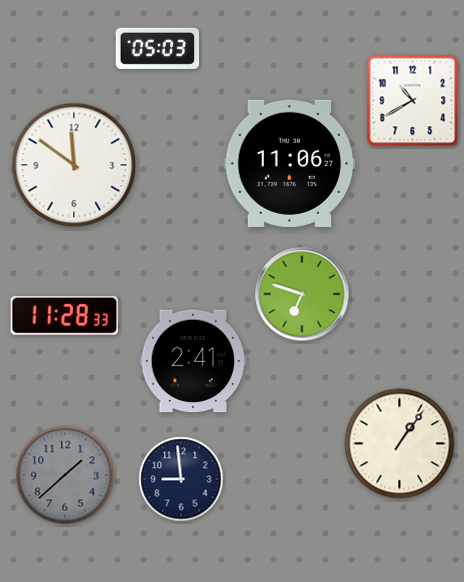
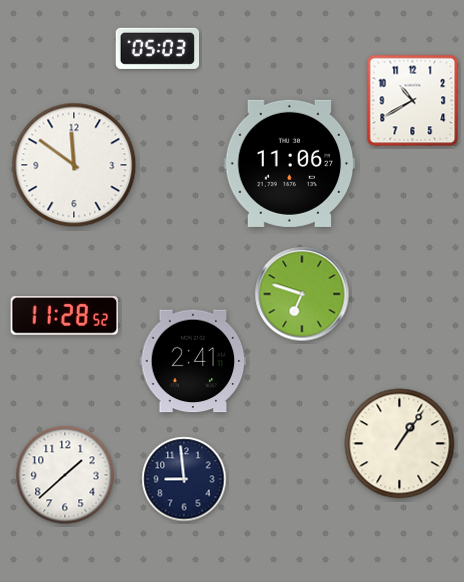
clock at (65, 316): 11:28:33 -> 11:28:52
clock at (65, 475) dial: grey -> white
clock at (181, 479) position: (181, 479) -> (184, 479)
